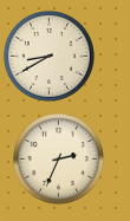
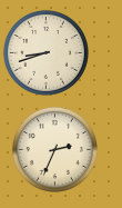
clock at (48, 56): 8:40 -> 8:42
